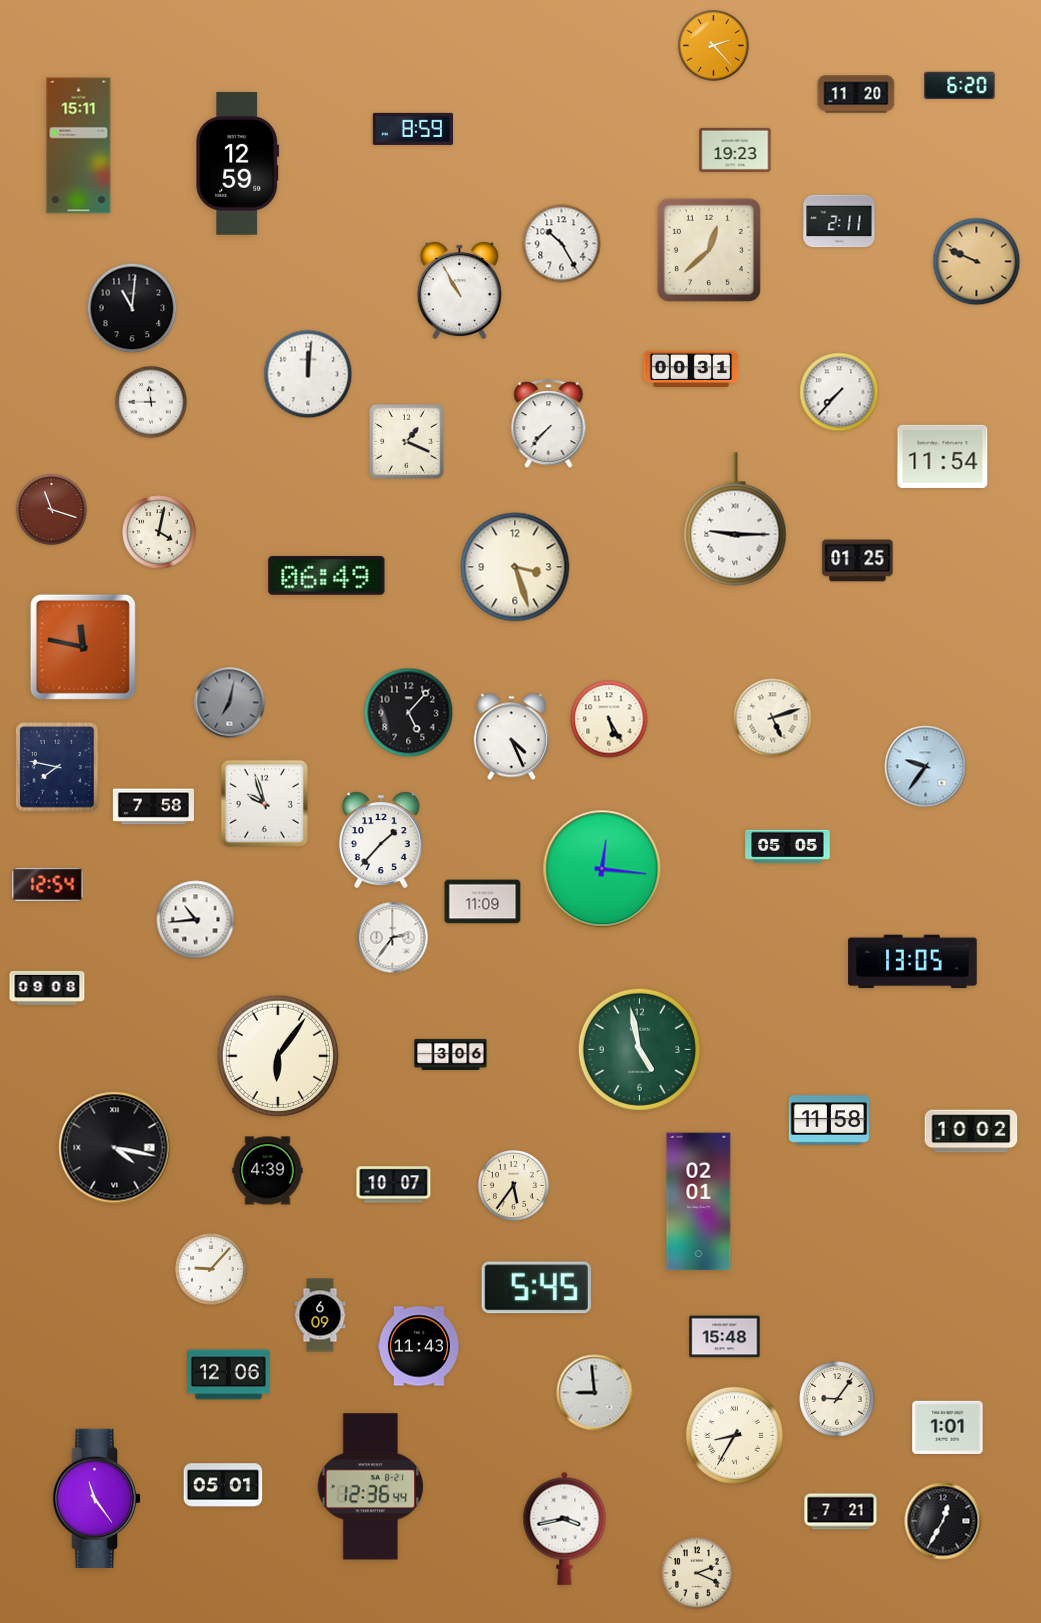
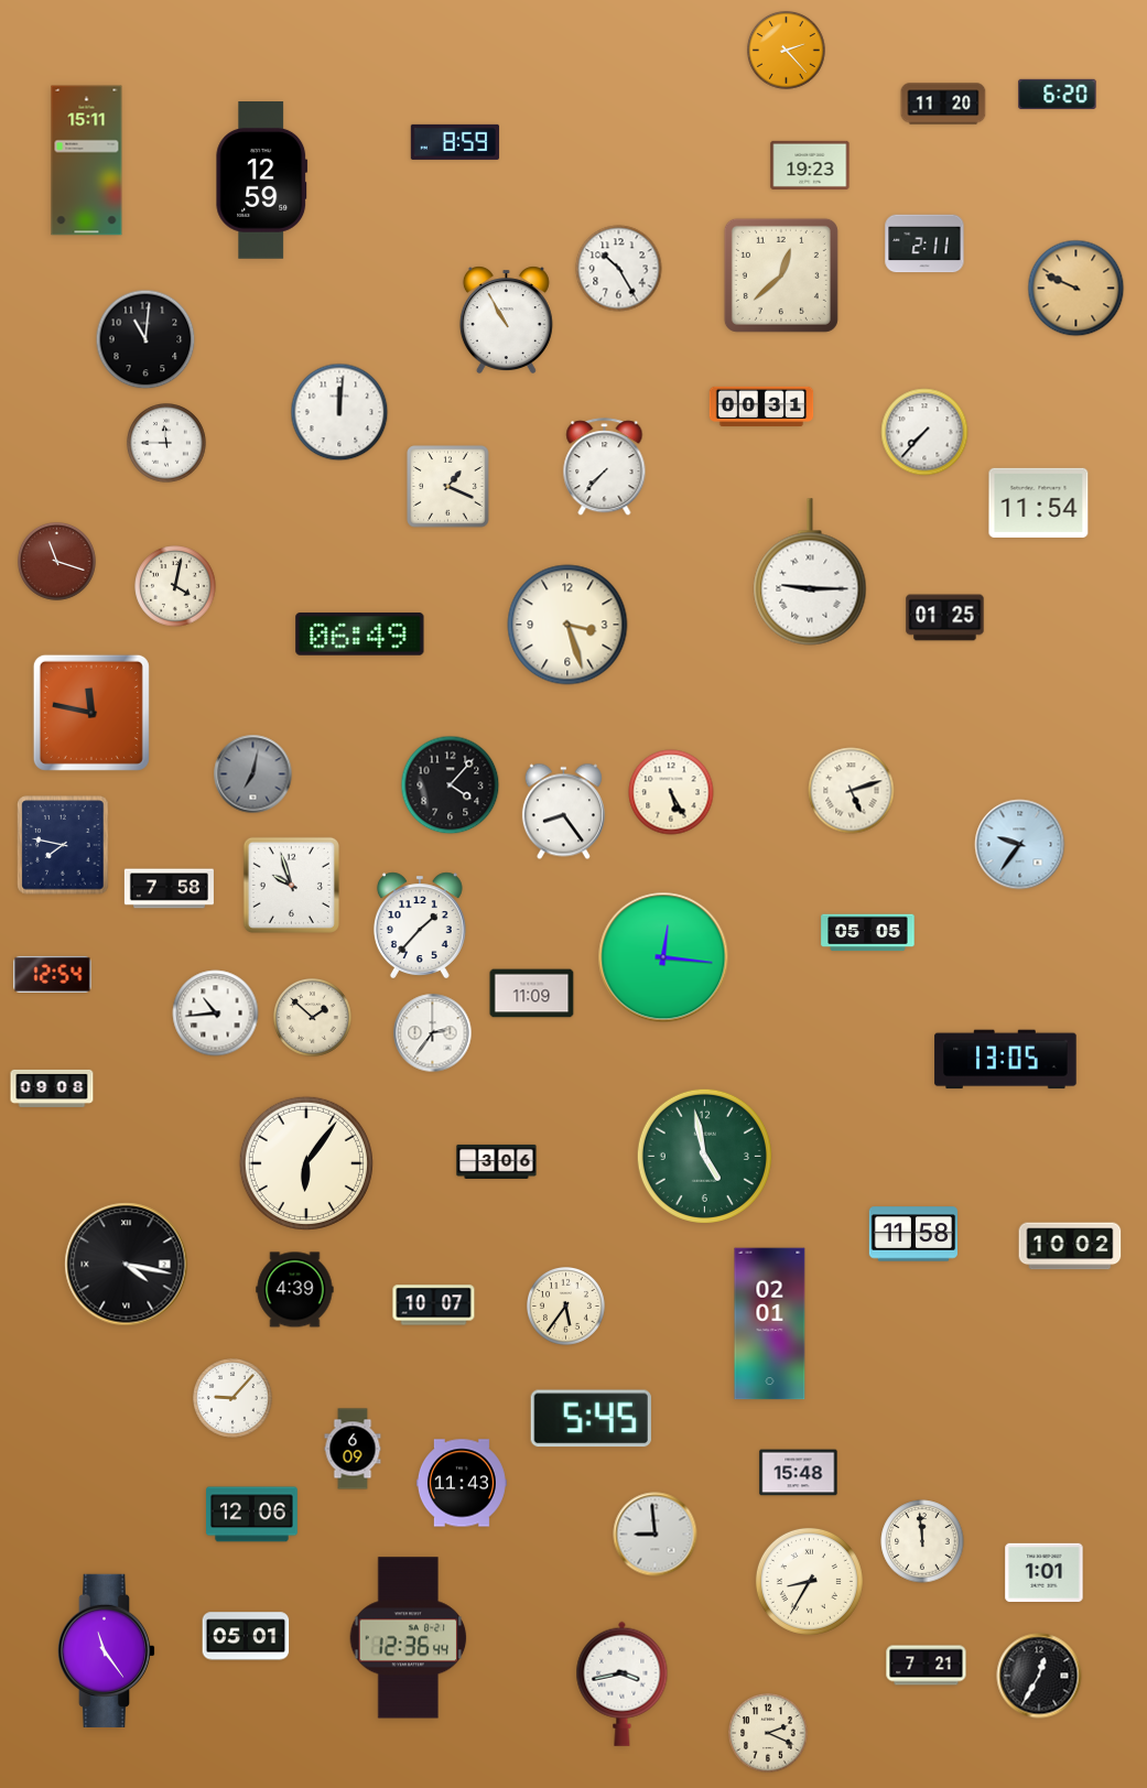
clock at (409, 713): 5:07 -> 4:07
clock at (511, 737): 4:26 -> 8:24
clock at (313, 1018): none -> 1:52
clock at (837, 1399): 9:06 -> 11:59
